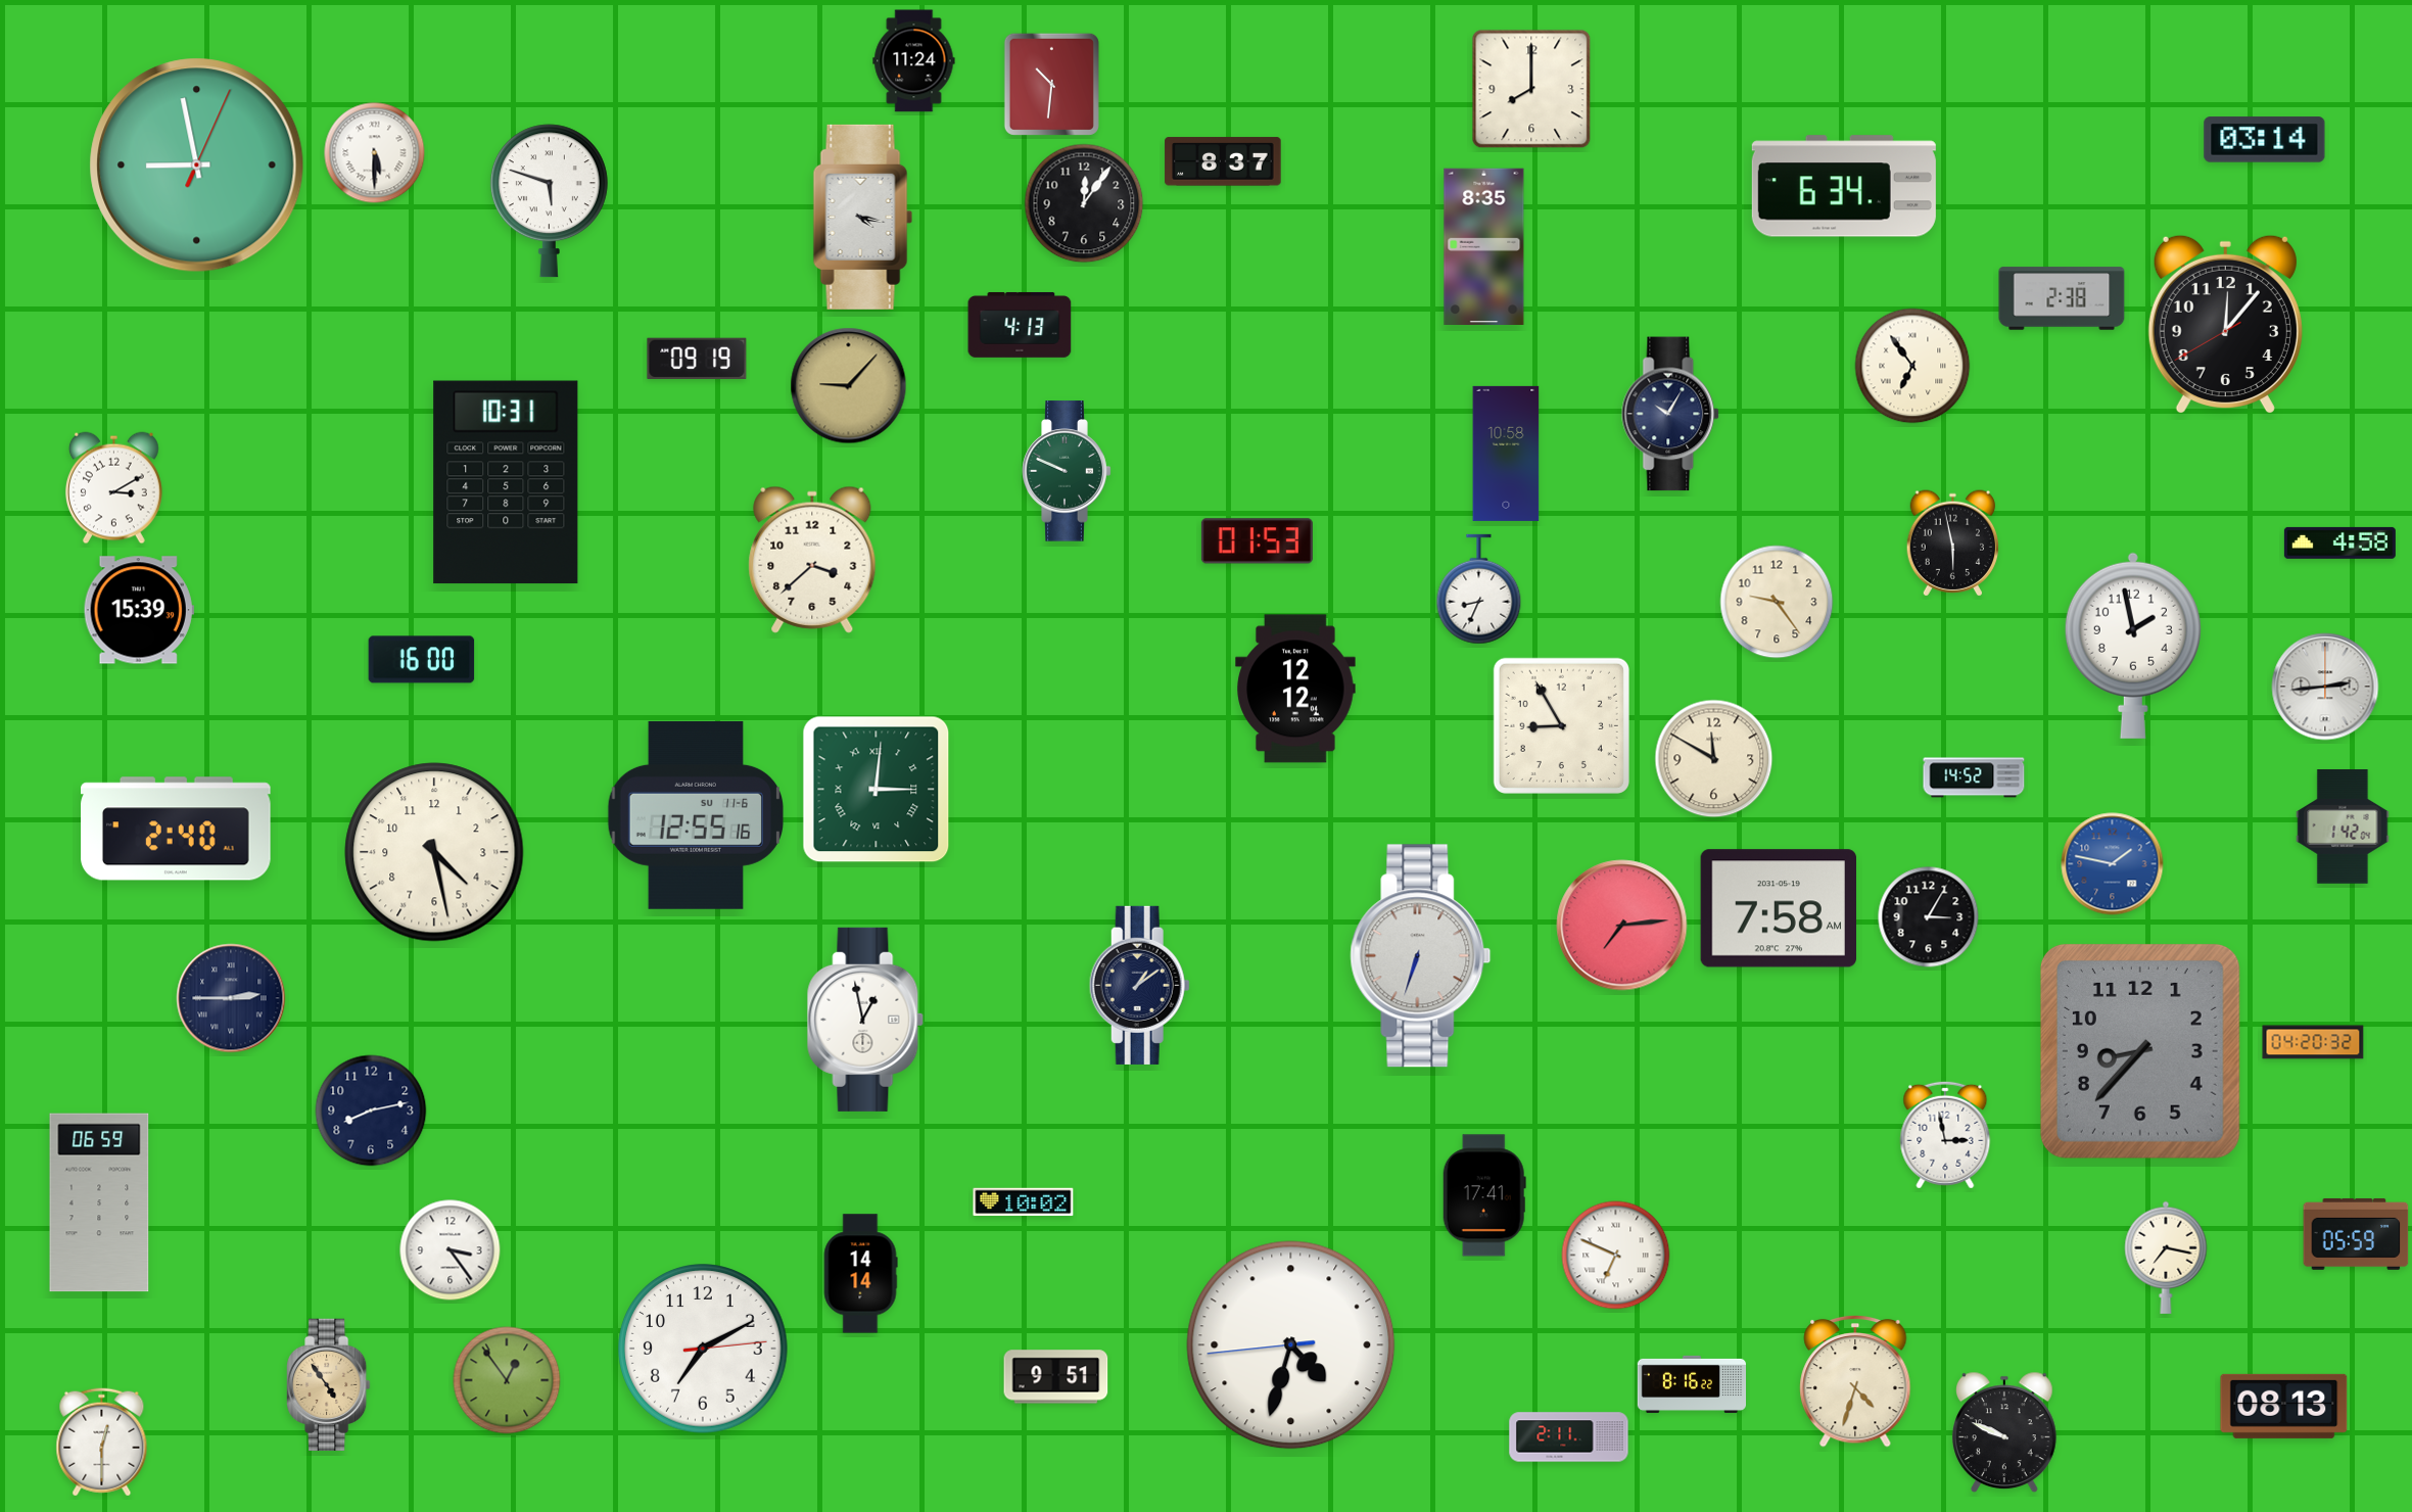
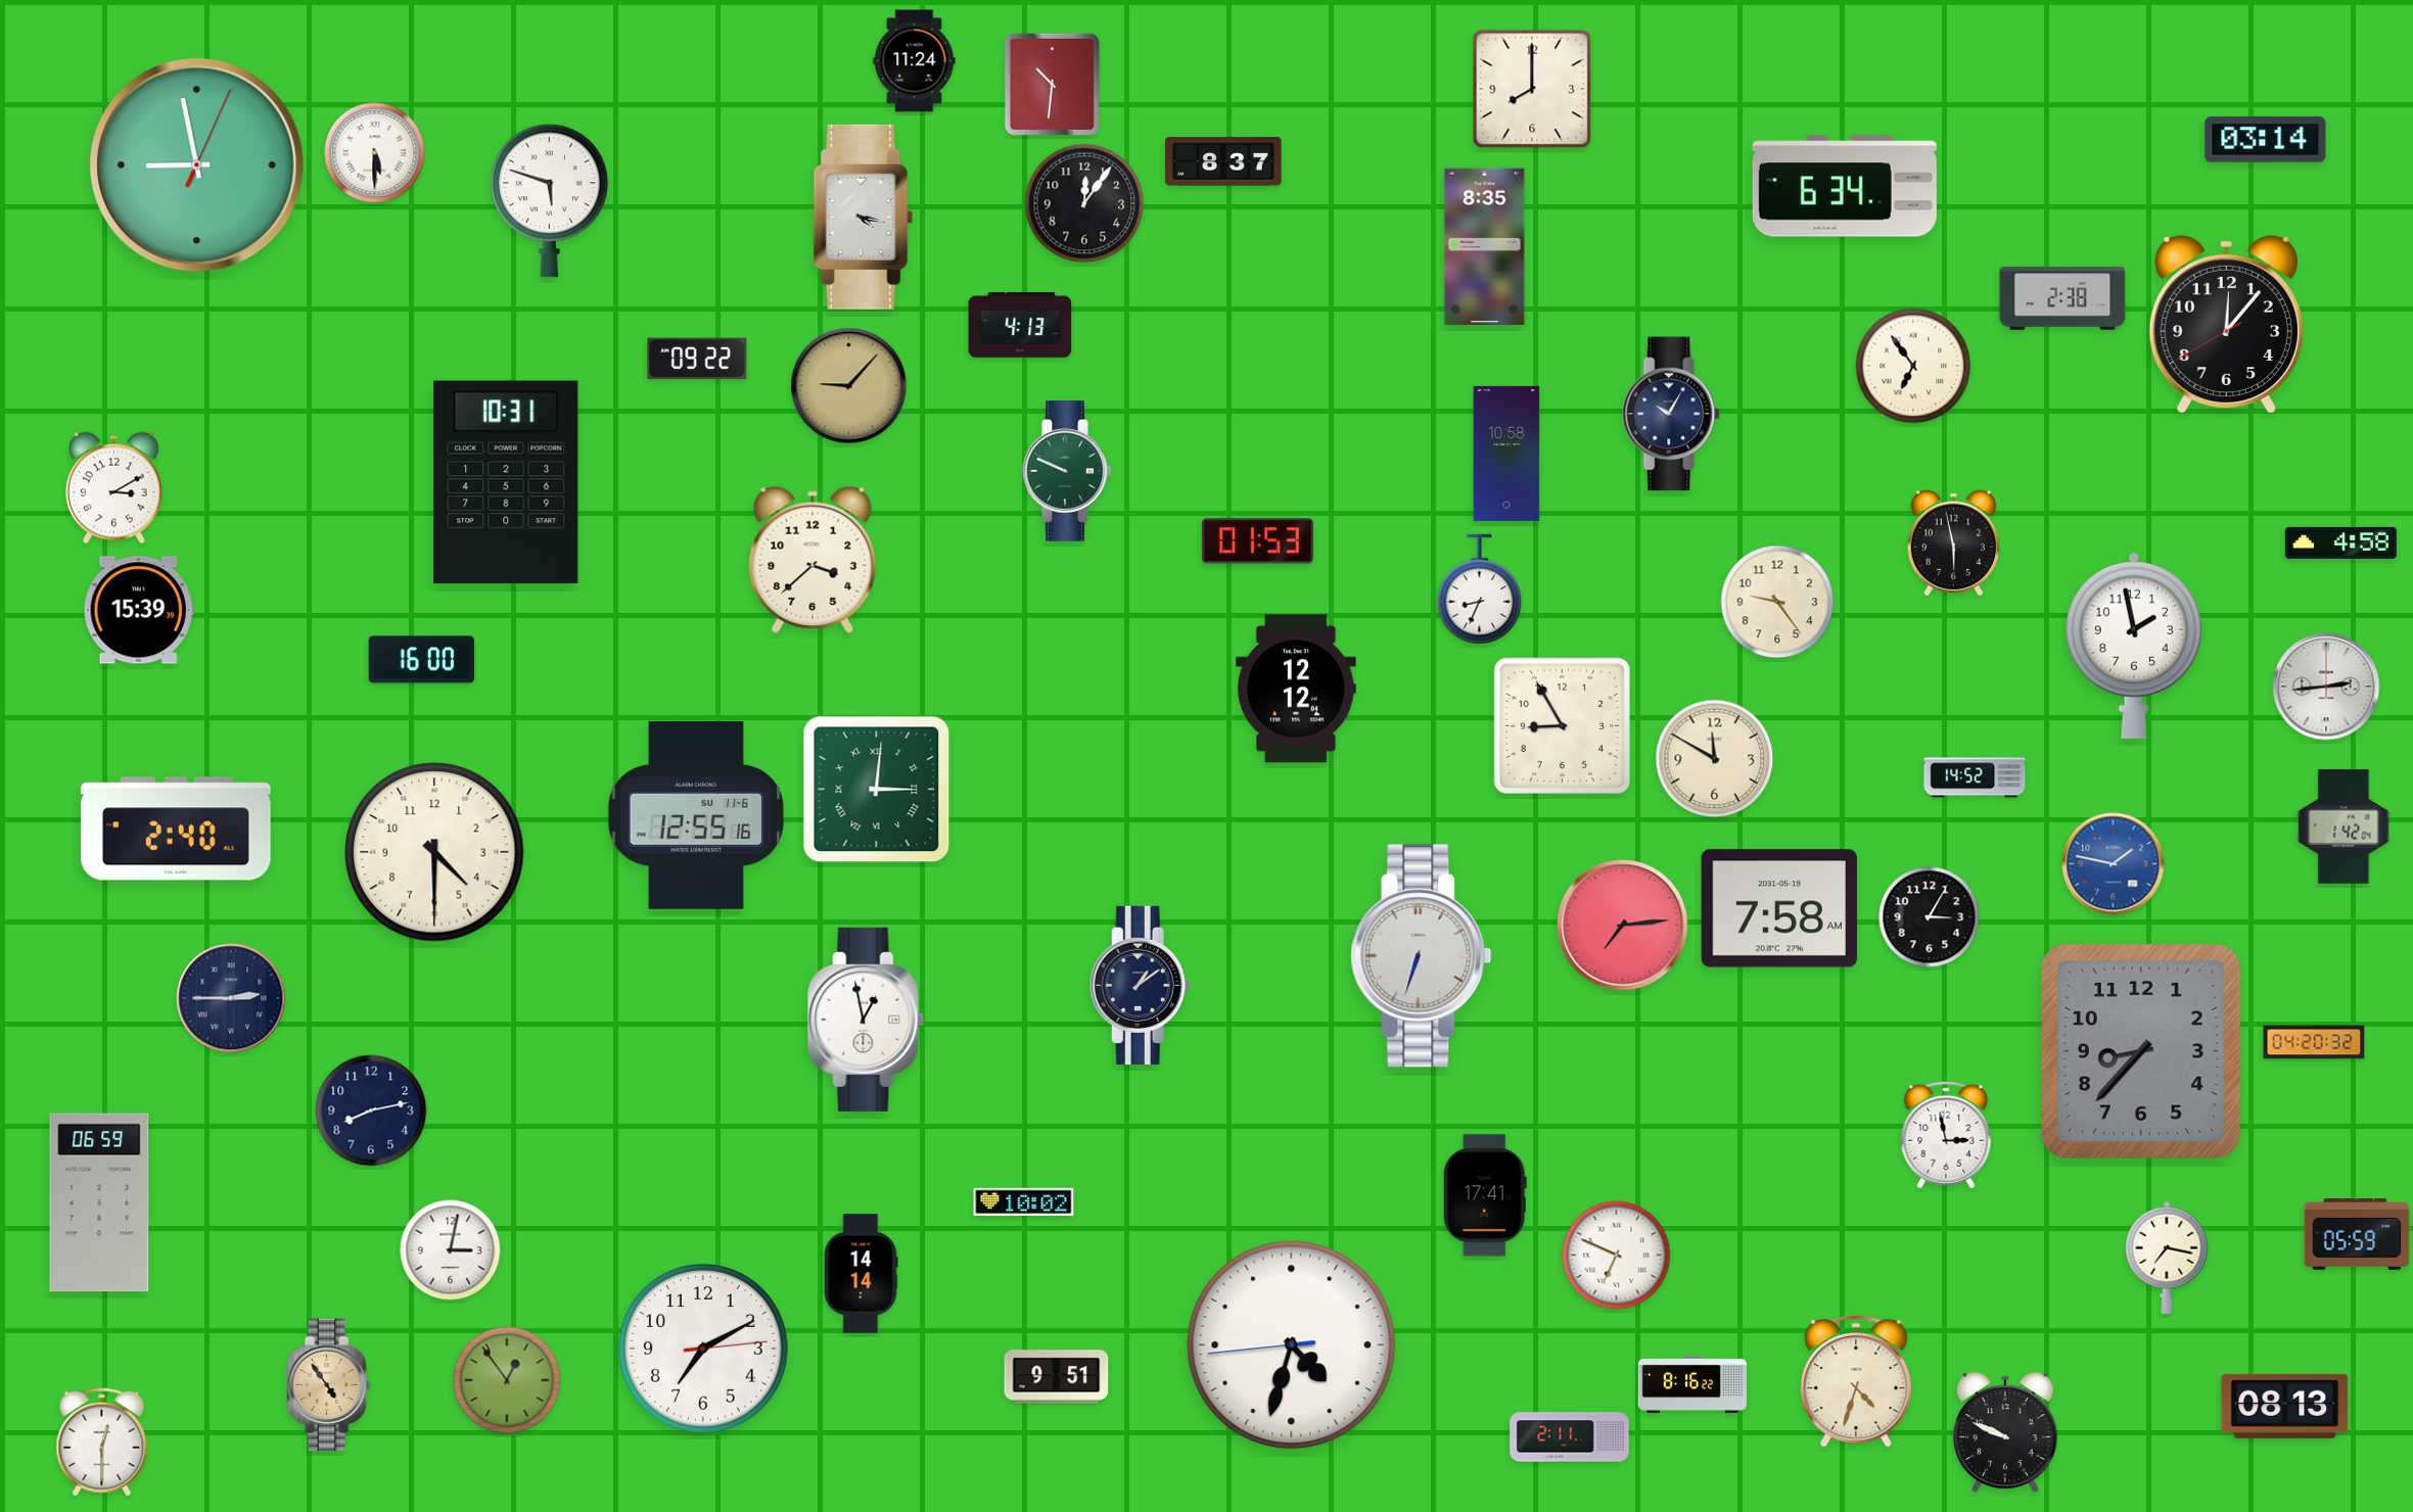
clock at (697, 359): 09:19 -> 09:22
clock at (434, 852): 4:28 -> 4:30
clock at (451, 1250): 3:24 -> 3:02
